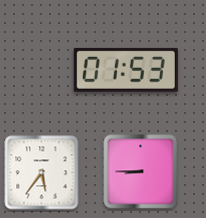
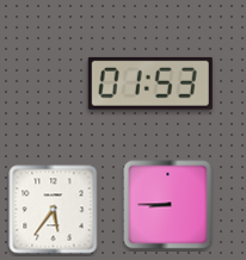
clock at (42, 173) position: (42, 173) -> (54, 210)
